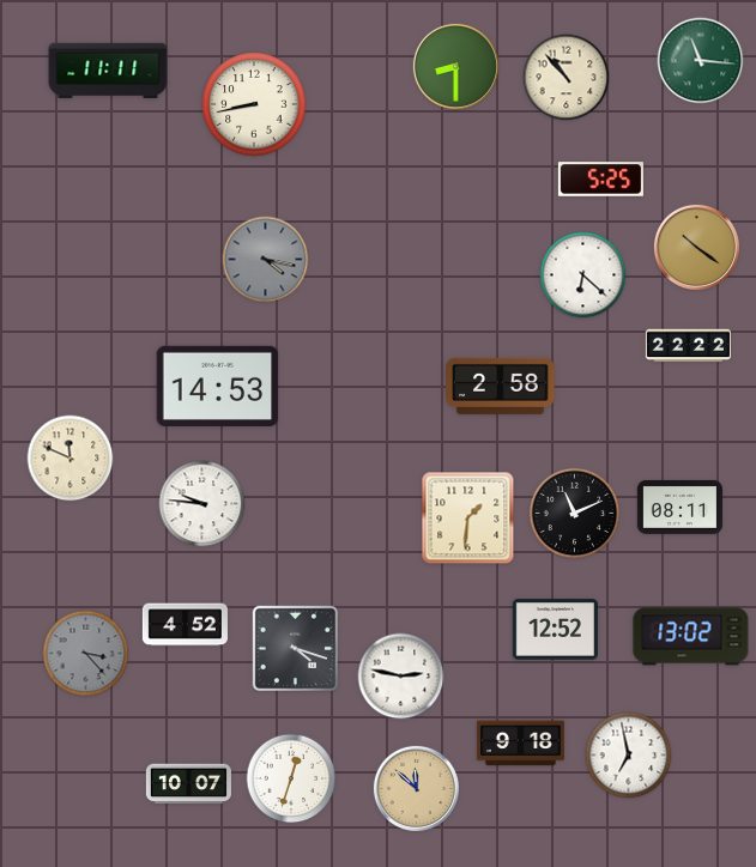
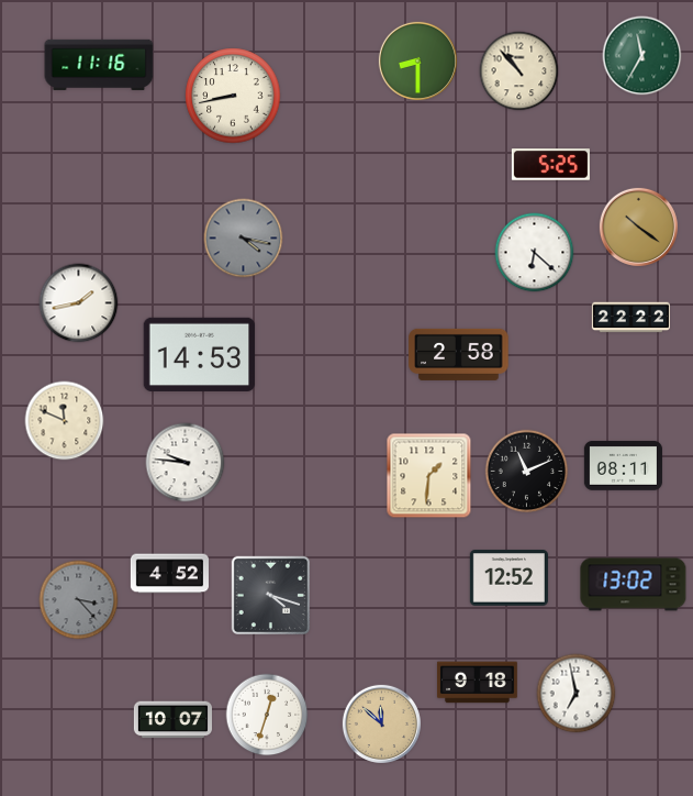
clock at (701, 61): 11:16 -> 11:35
clock at (108, 71): 11:11 -> 11:16
clock at (79, 303): none -> 1:43
clock at (401, 677): 2:47 -> none
